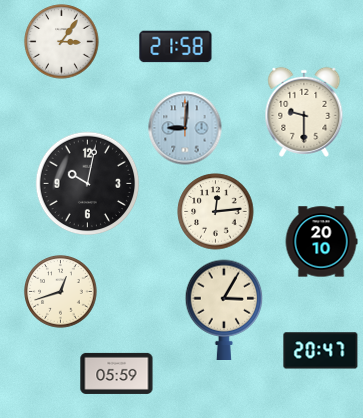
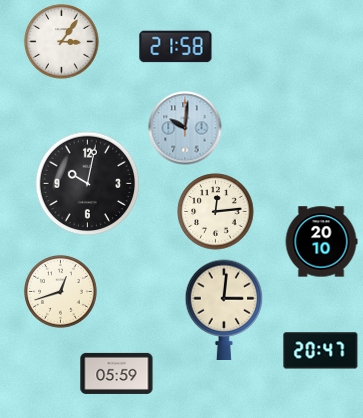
clock at (304, 112): 9:30 -> none
clock at (185, 128): 9:01 -> 10:01
clock at (224, 309): 3:05 -> 3:01
